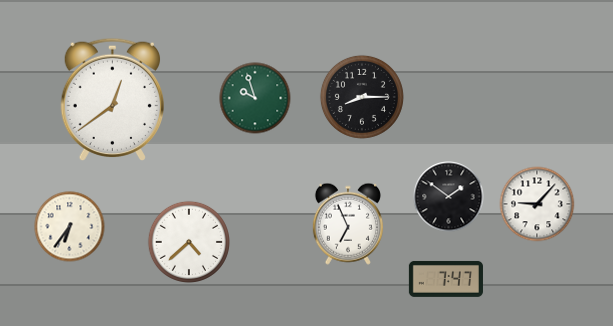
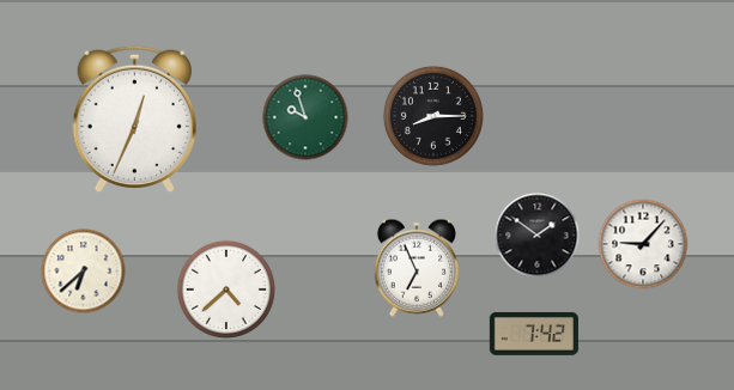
clock at (112, 99): 12:39 -> 12:34
clock at (70, 227): 6:36 -> 6:38
clock at (446, 279): 7:47 -> 7:42
